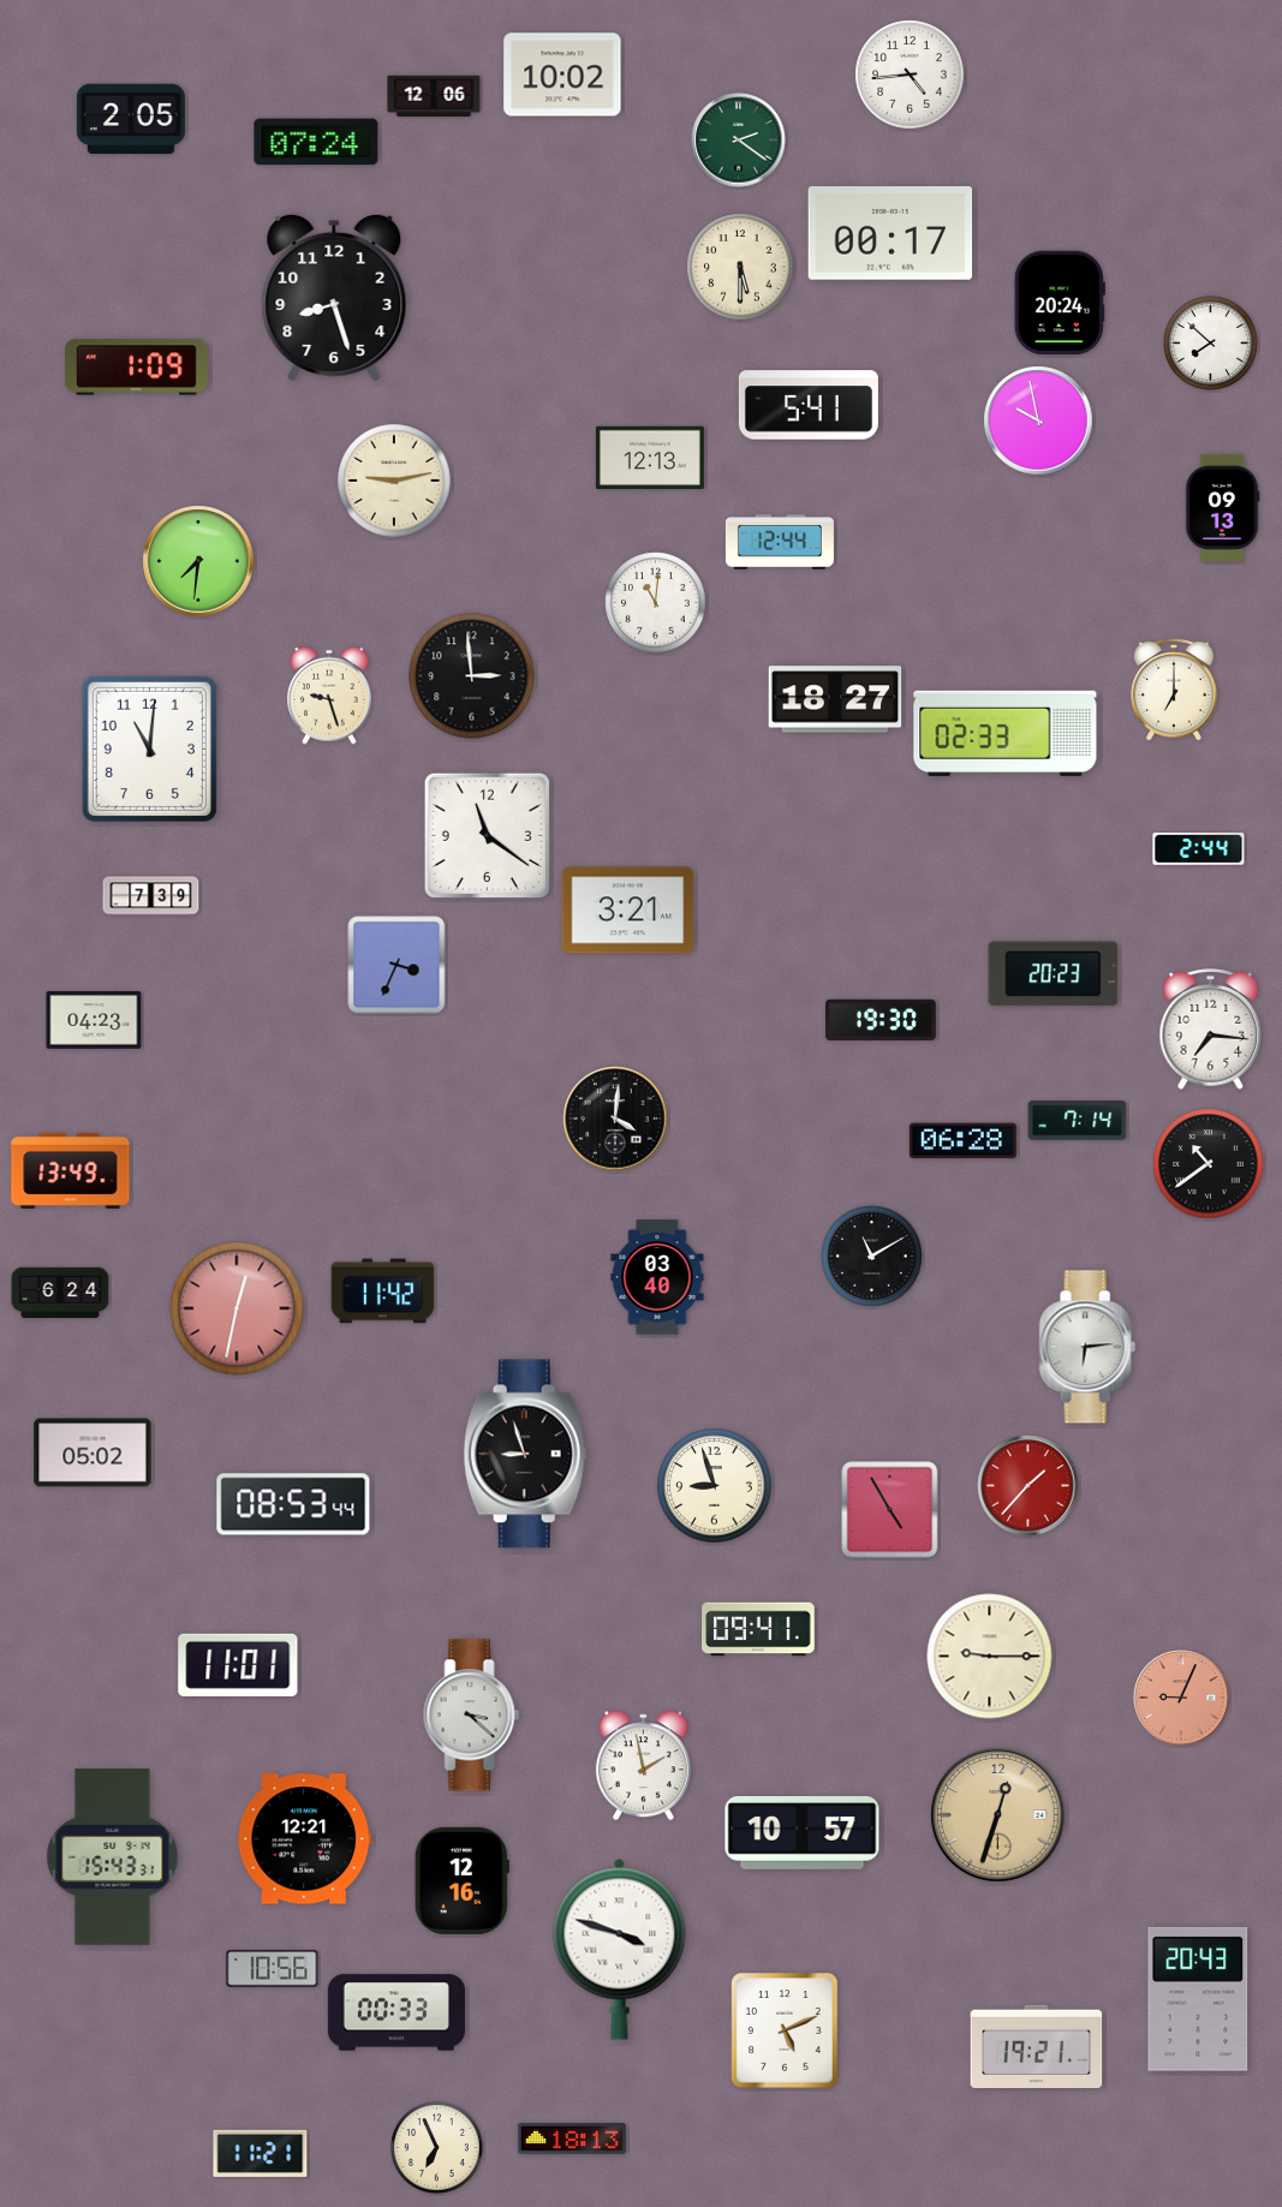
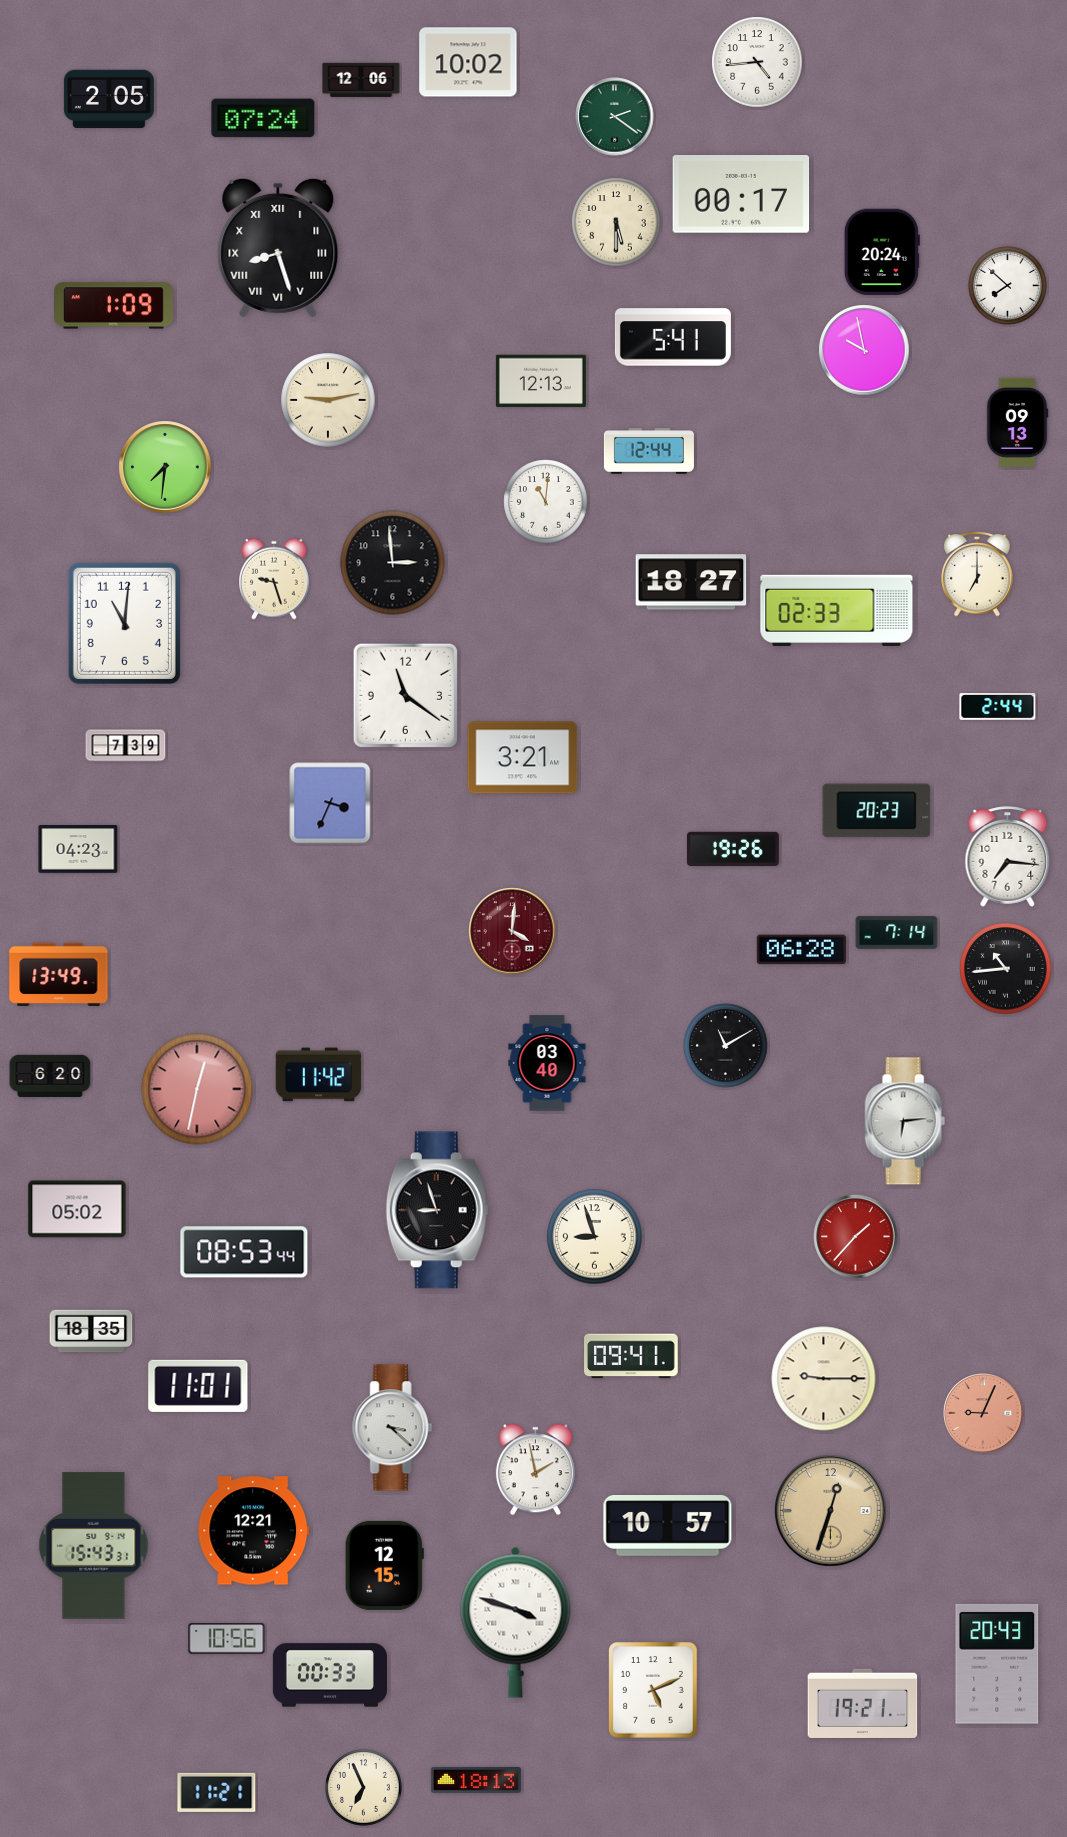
clock at (334, 298) numerals: Arabic -> Roman
clock at (835, 699) position: (835, 699) -> (691, 582)
clock at (881, 1019): 19:30 -> 19:26
clock at (615, 1119) dial: black -> burgundy
clock at (1209, 1164): 10:39 -> 10:44
clock at (60, 1292): 6:24 -> 6:20
clock at (890, 1510): 4:55 -> none
clock at (91, 1331): none -> 18:35
clock at (461, 1880): 12:16 -> 12:15
